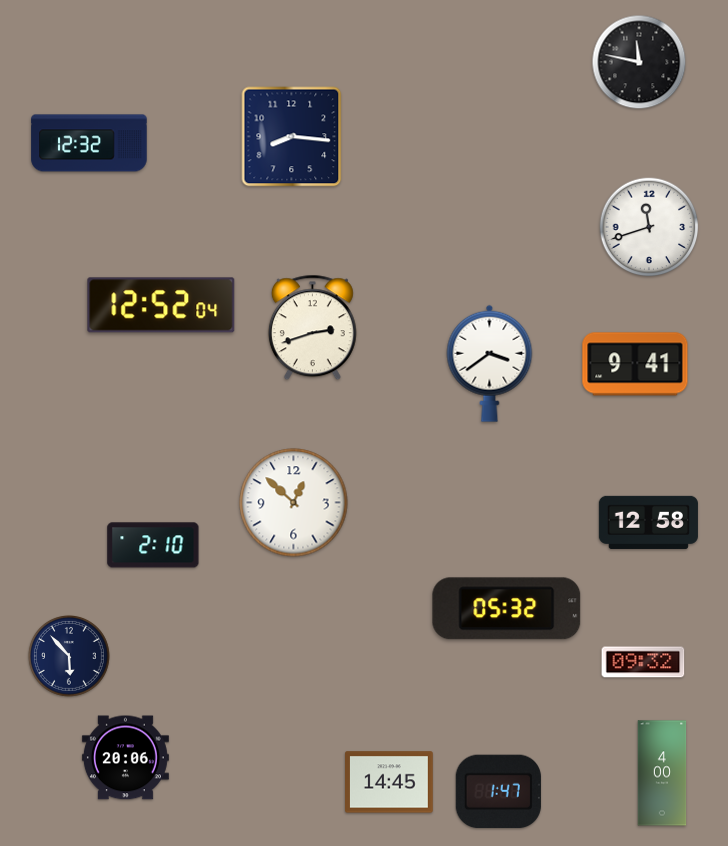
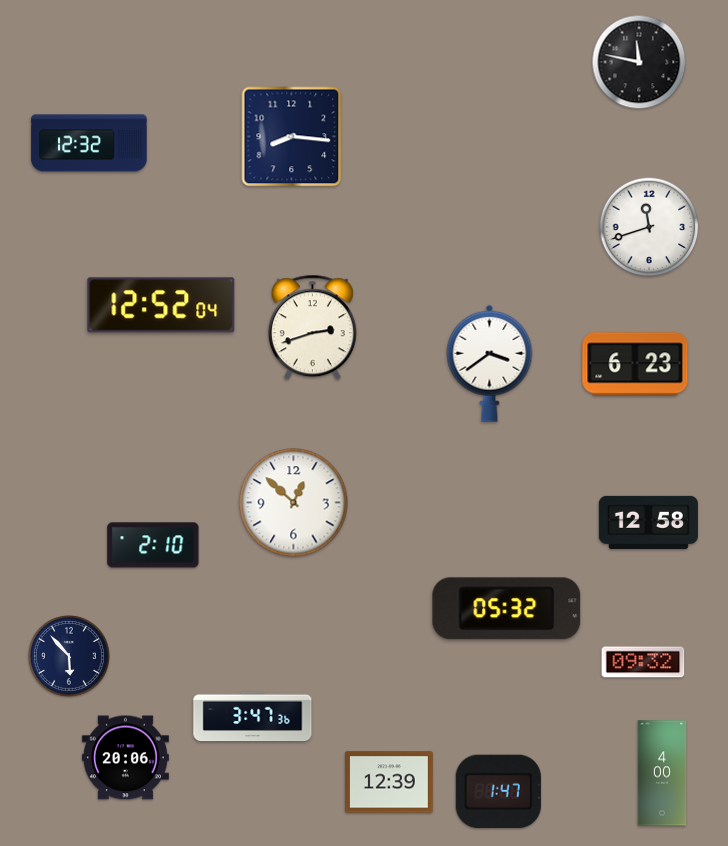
clock at (635, 364): 9:41 -> 6:23
clock at (253, 717): none -> 3:47
clock at (390, 782): 14:45 -> 12:39
